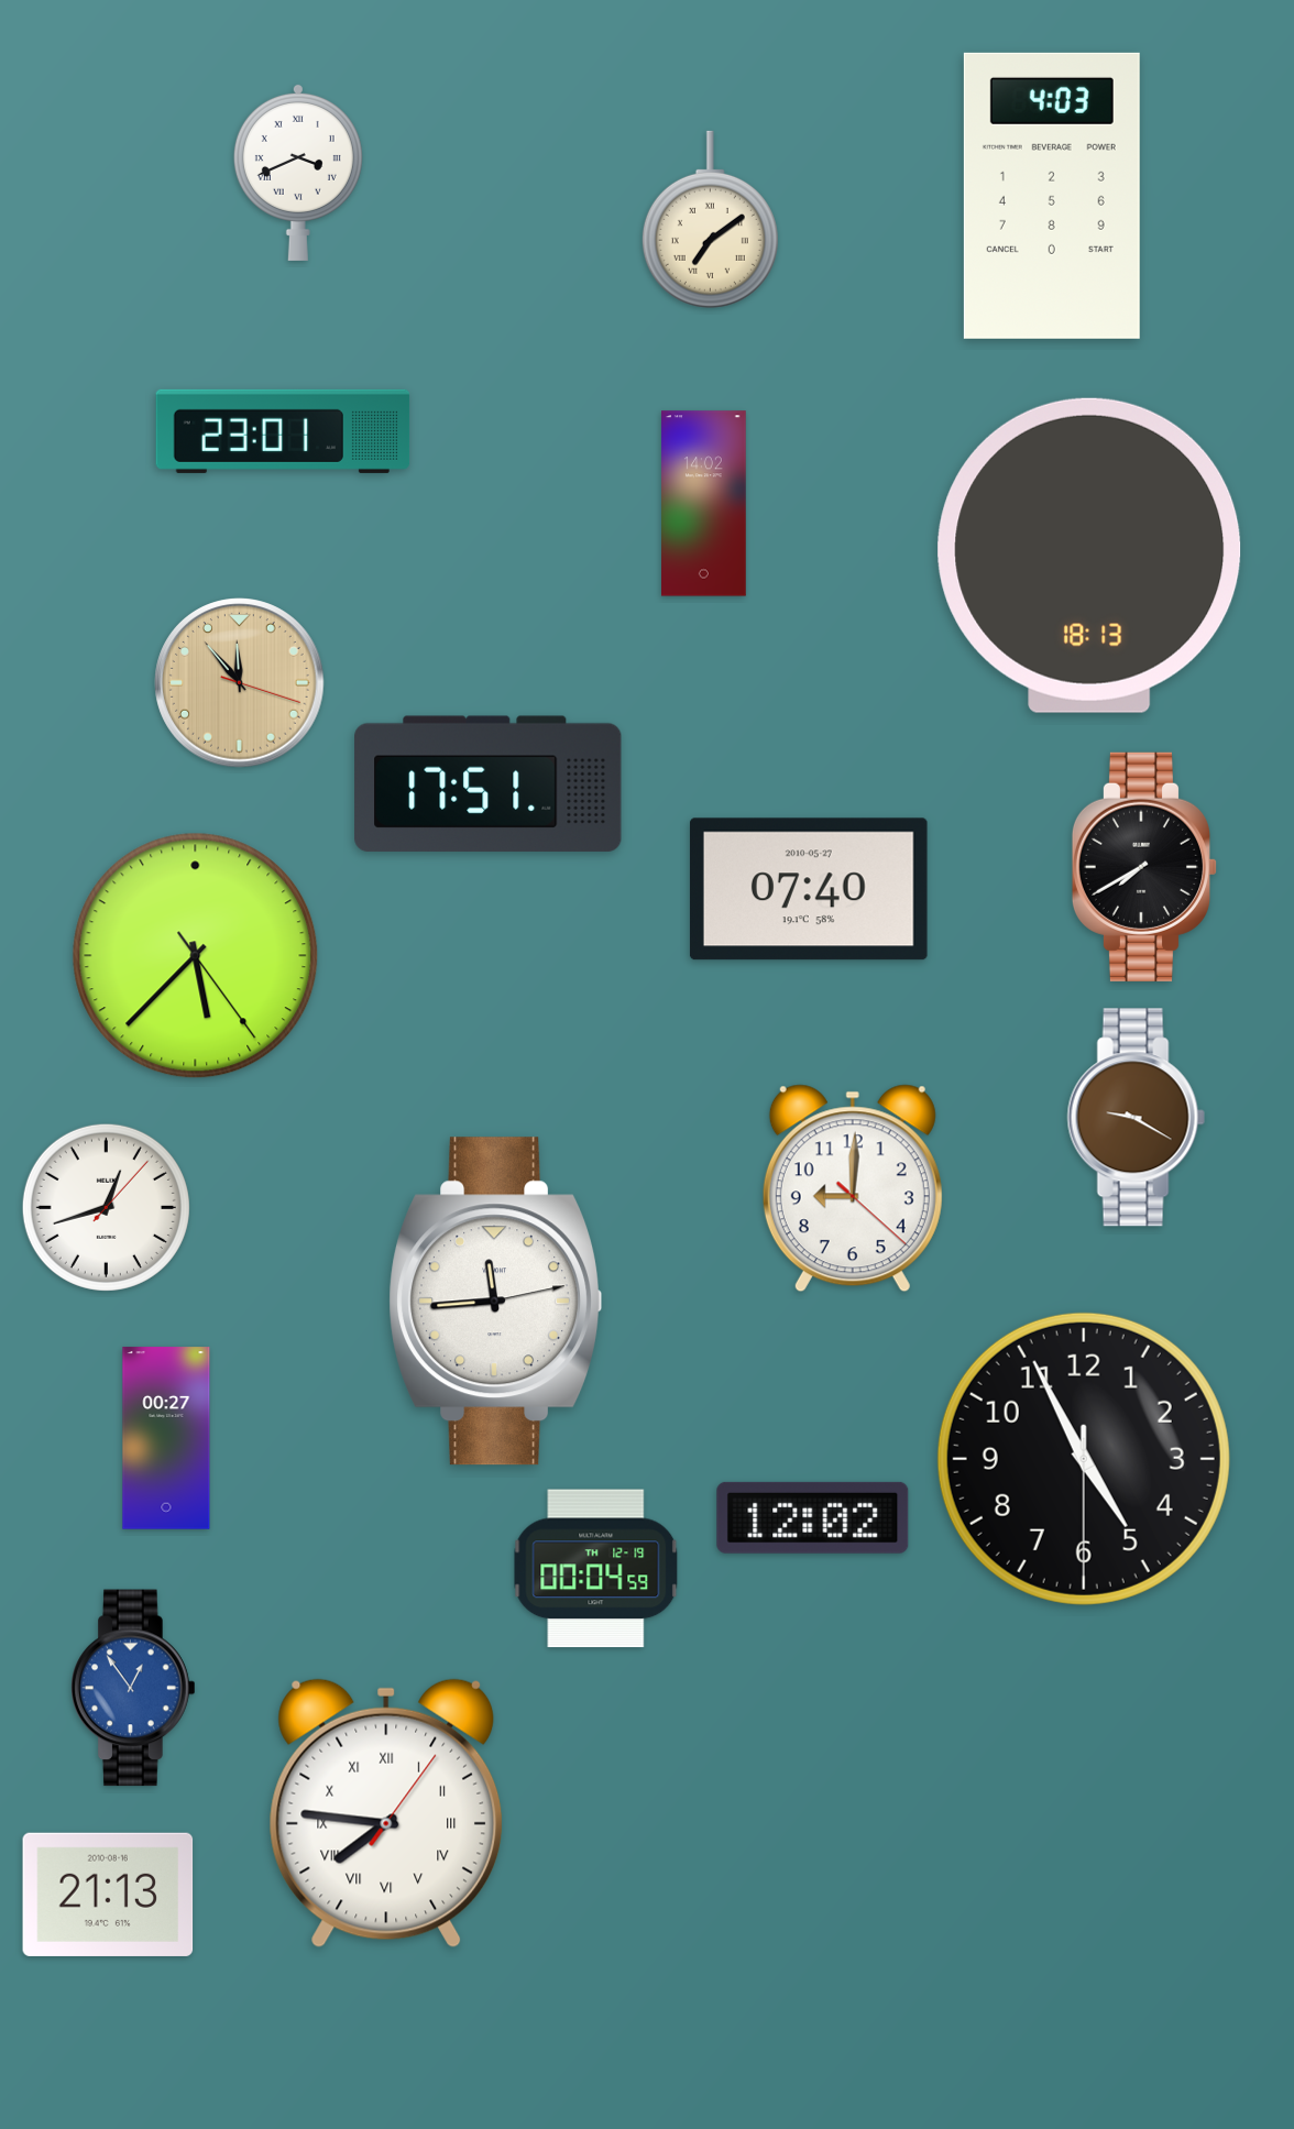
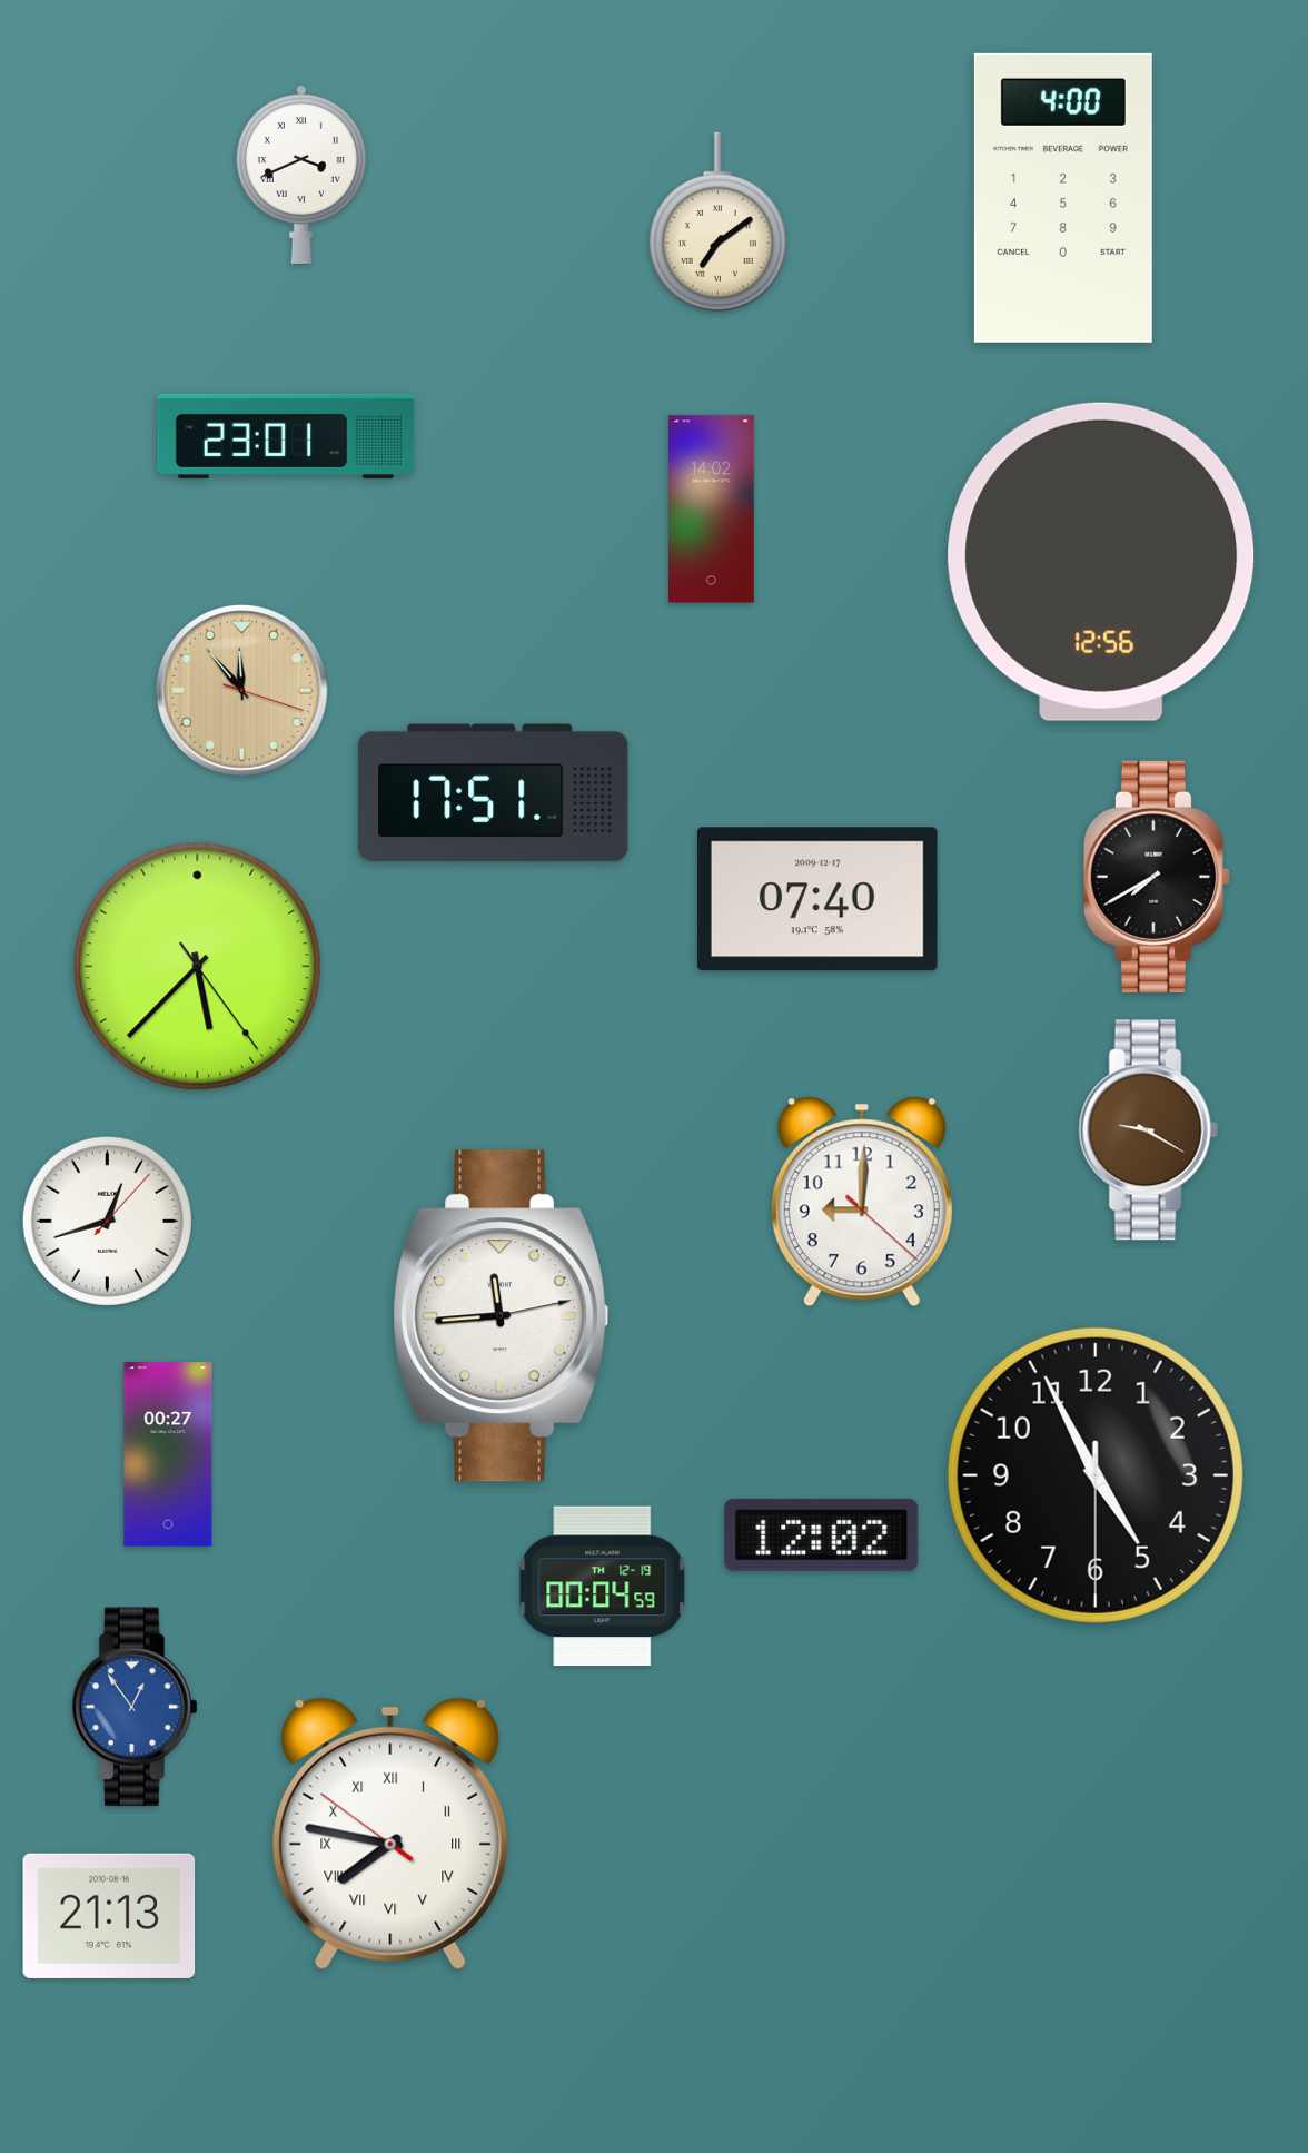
clock at (1052, 196): 4:03 -> 4:00
clock at (1089, 556): 18:13 -> 12:56
clock at (809, 889) date: 2010-05-27 -> 2009-12-17
clock at (386, 1813): 7:46:06 -> 7:46:51
